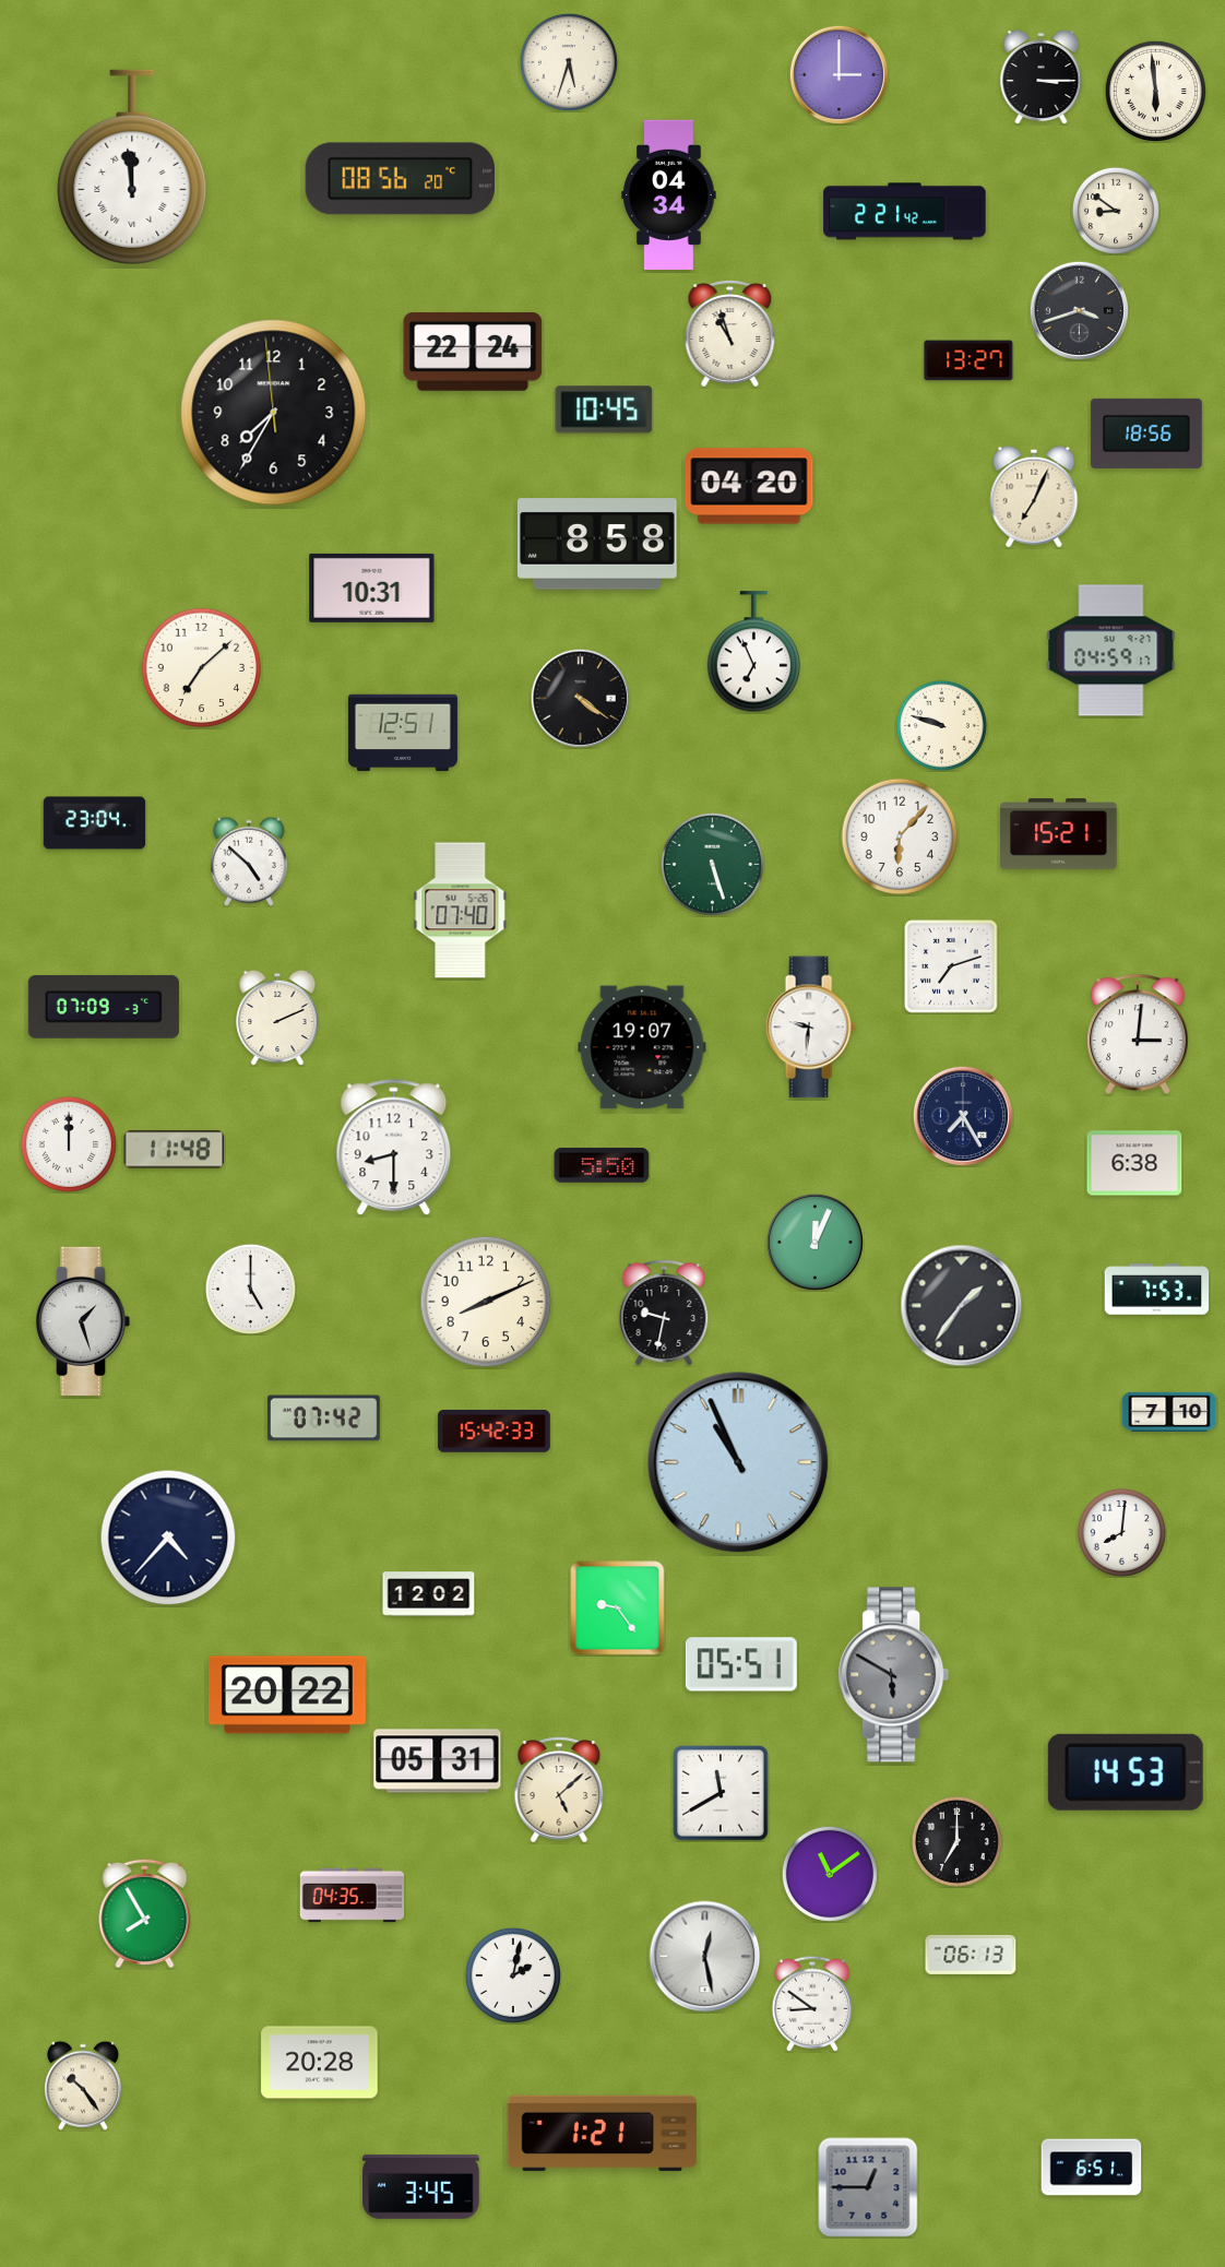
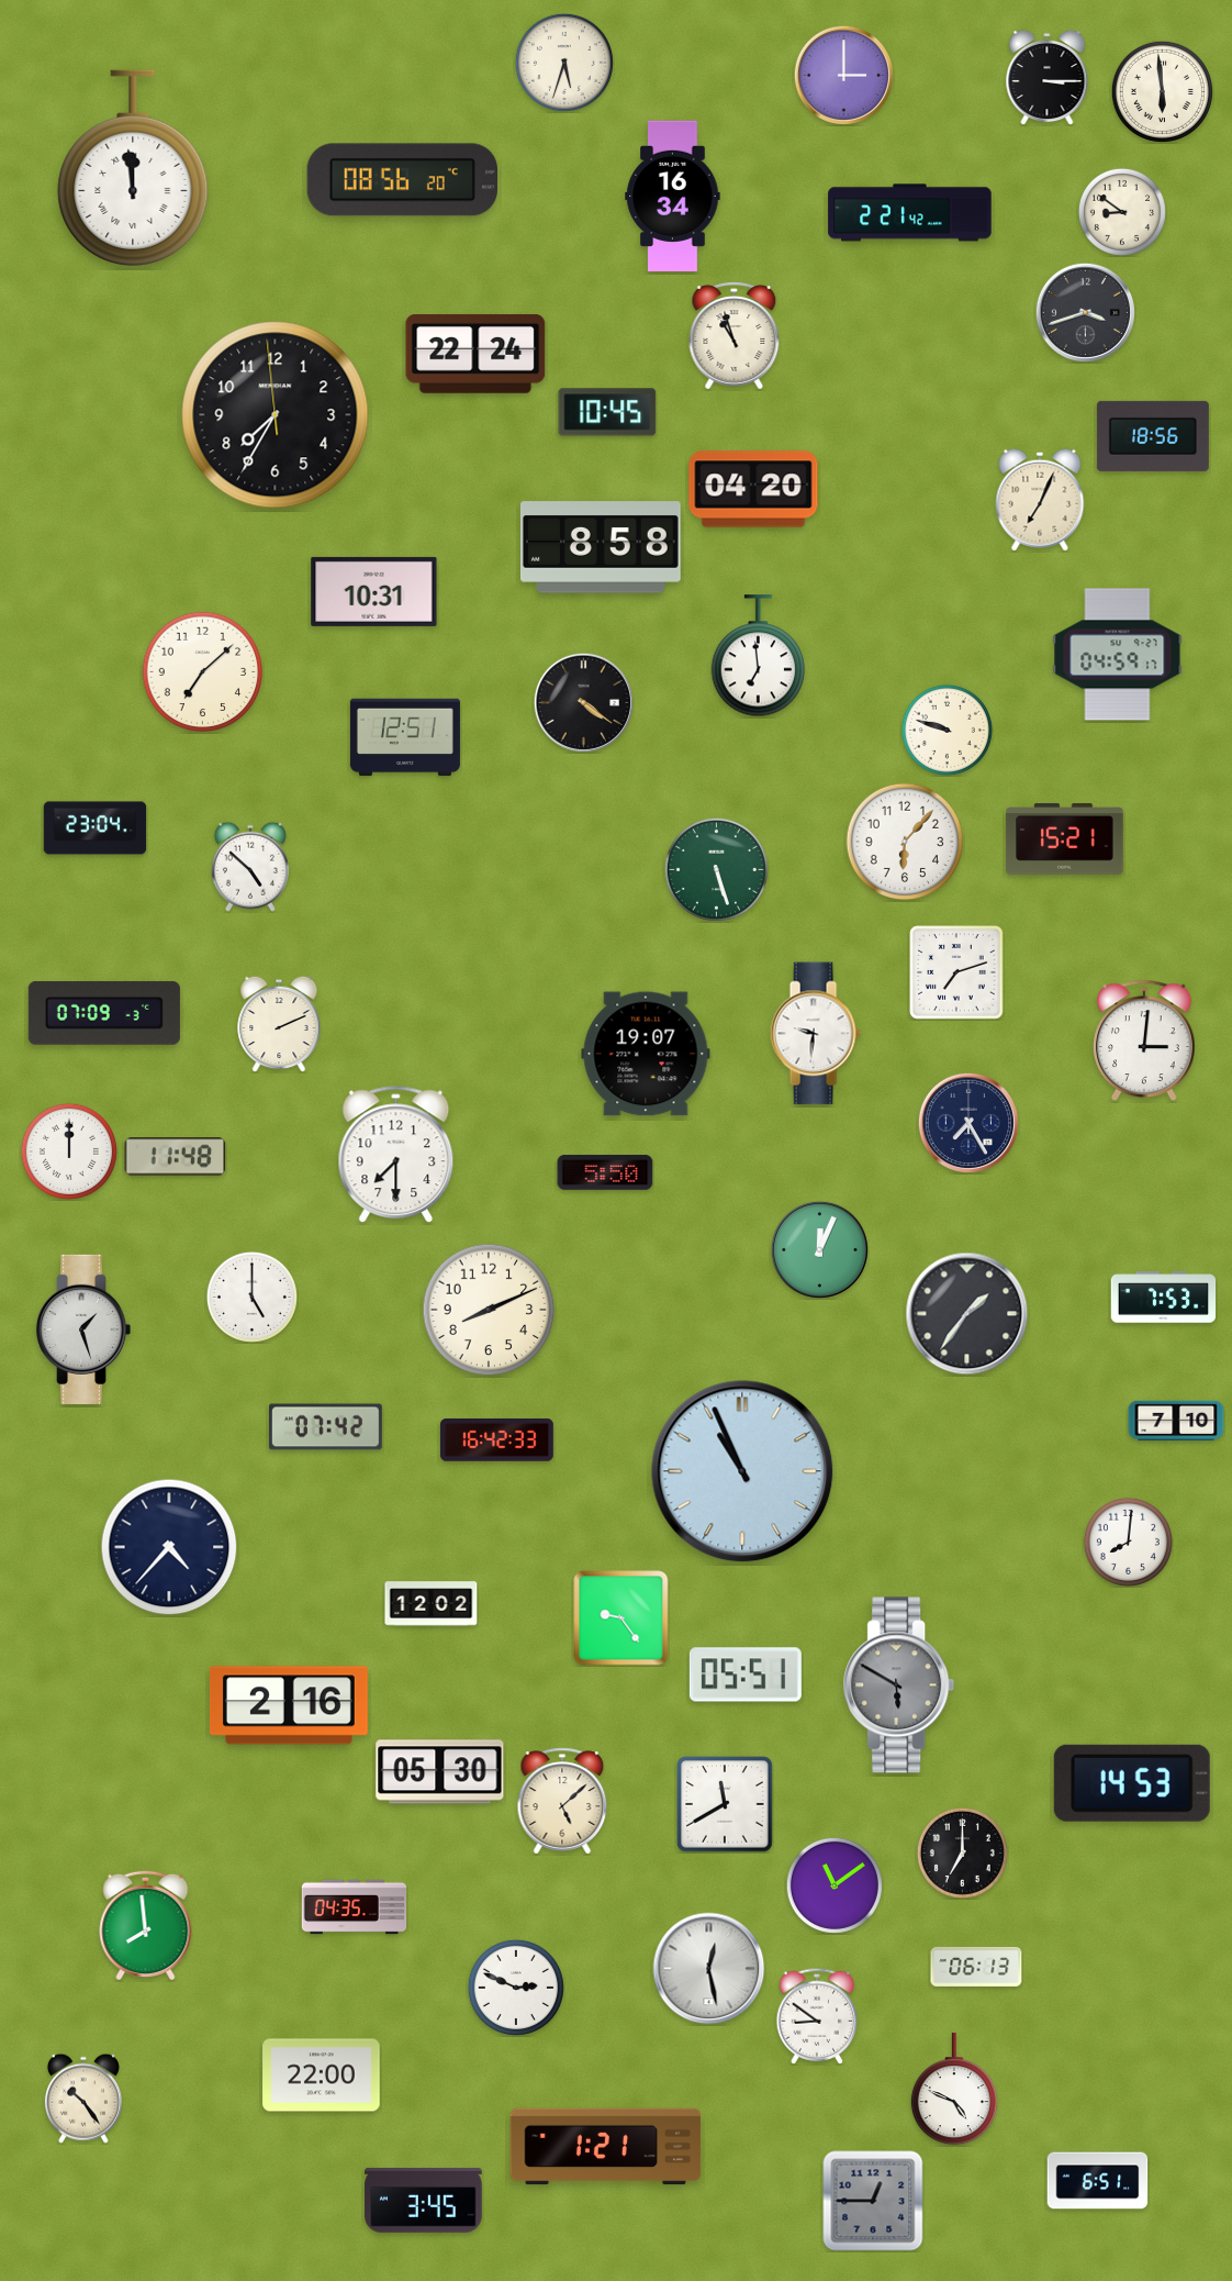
clock at (569, 62) position: (569, 62) -> (564, 63)
clock at (669, 194): 04:34 -> 16:34
clock at (968, 360): 13:27 -> none
clock at (754, 652): 6:56 -> 6:59
clock at (461, 911): 07:40 -> none
clock at (394, 1148): 8:30 -> 7:30
clock at (1134, 1163): 6:38 -> none
clock at (664, 1313): 9:32 -> none
clock at (493, 1432): 15:42 -> 16:42
clock at (287, 1695): 20:22 -> 2:16
clock at (438, 1761): 05:31 -> 05:30
clock at (145, 1913): 7:55 -> 7:59
clock at (513, 1975): 2:02 -> 2:49
clock at (320, 2063): 20:28 -> 22:00
clock at (953, 2089): none -> 4:49
